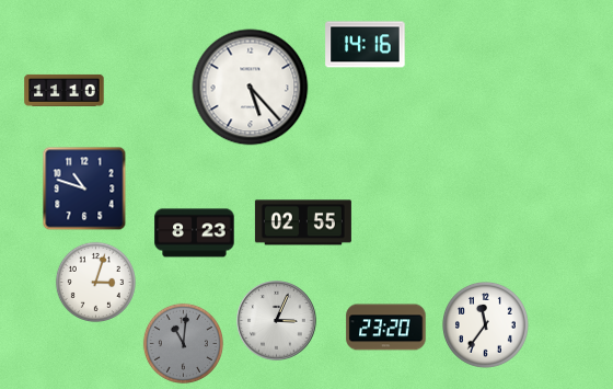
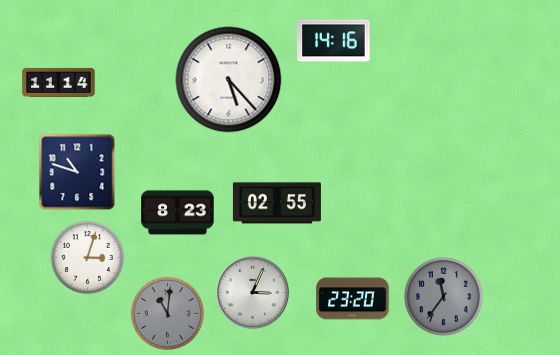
clock at (65, 90): 11:10 -> 11:14
clock at (485, 324) dial: white -> grey
